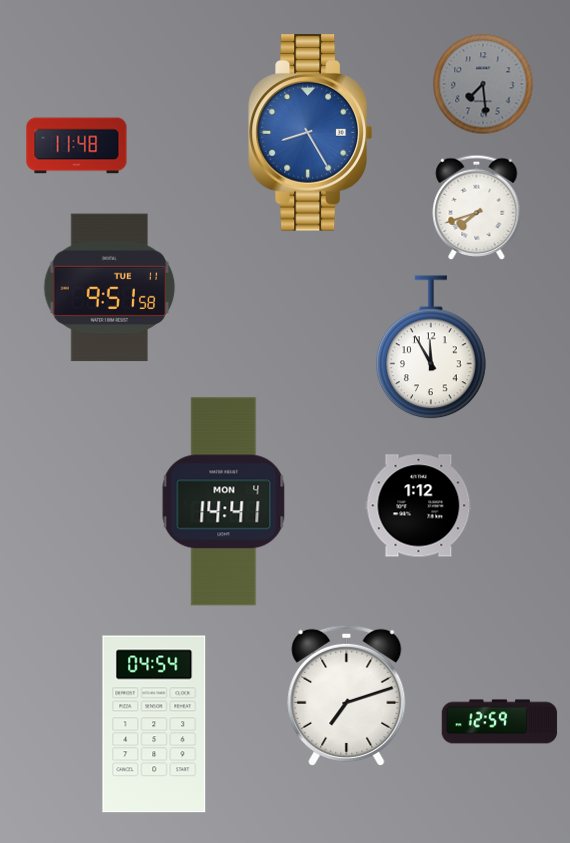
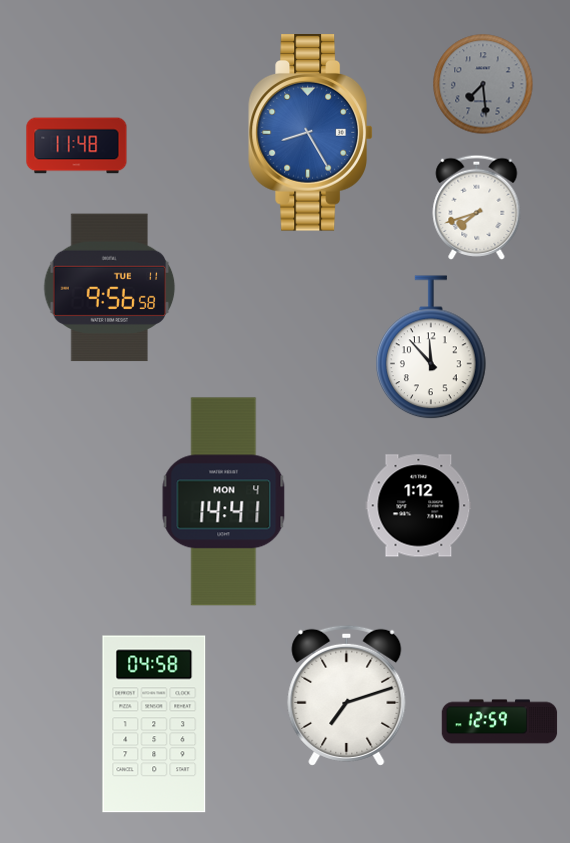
clock at (110, 288): 9:51 -> 9:56
clock at (432, 348): 11:55 -> 11:53
clock at (154, 724): 04:54 -> 04:58
